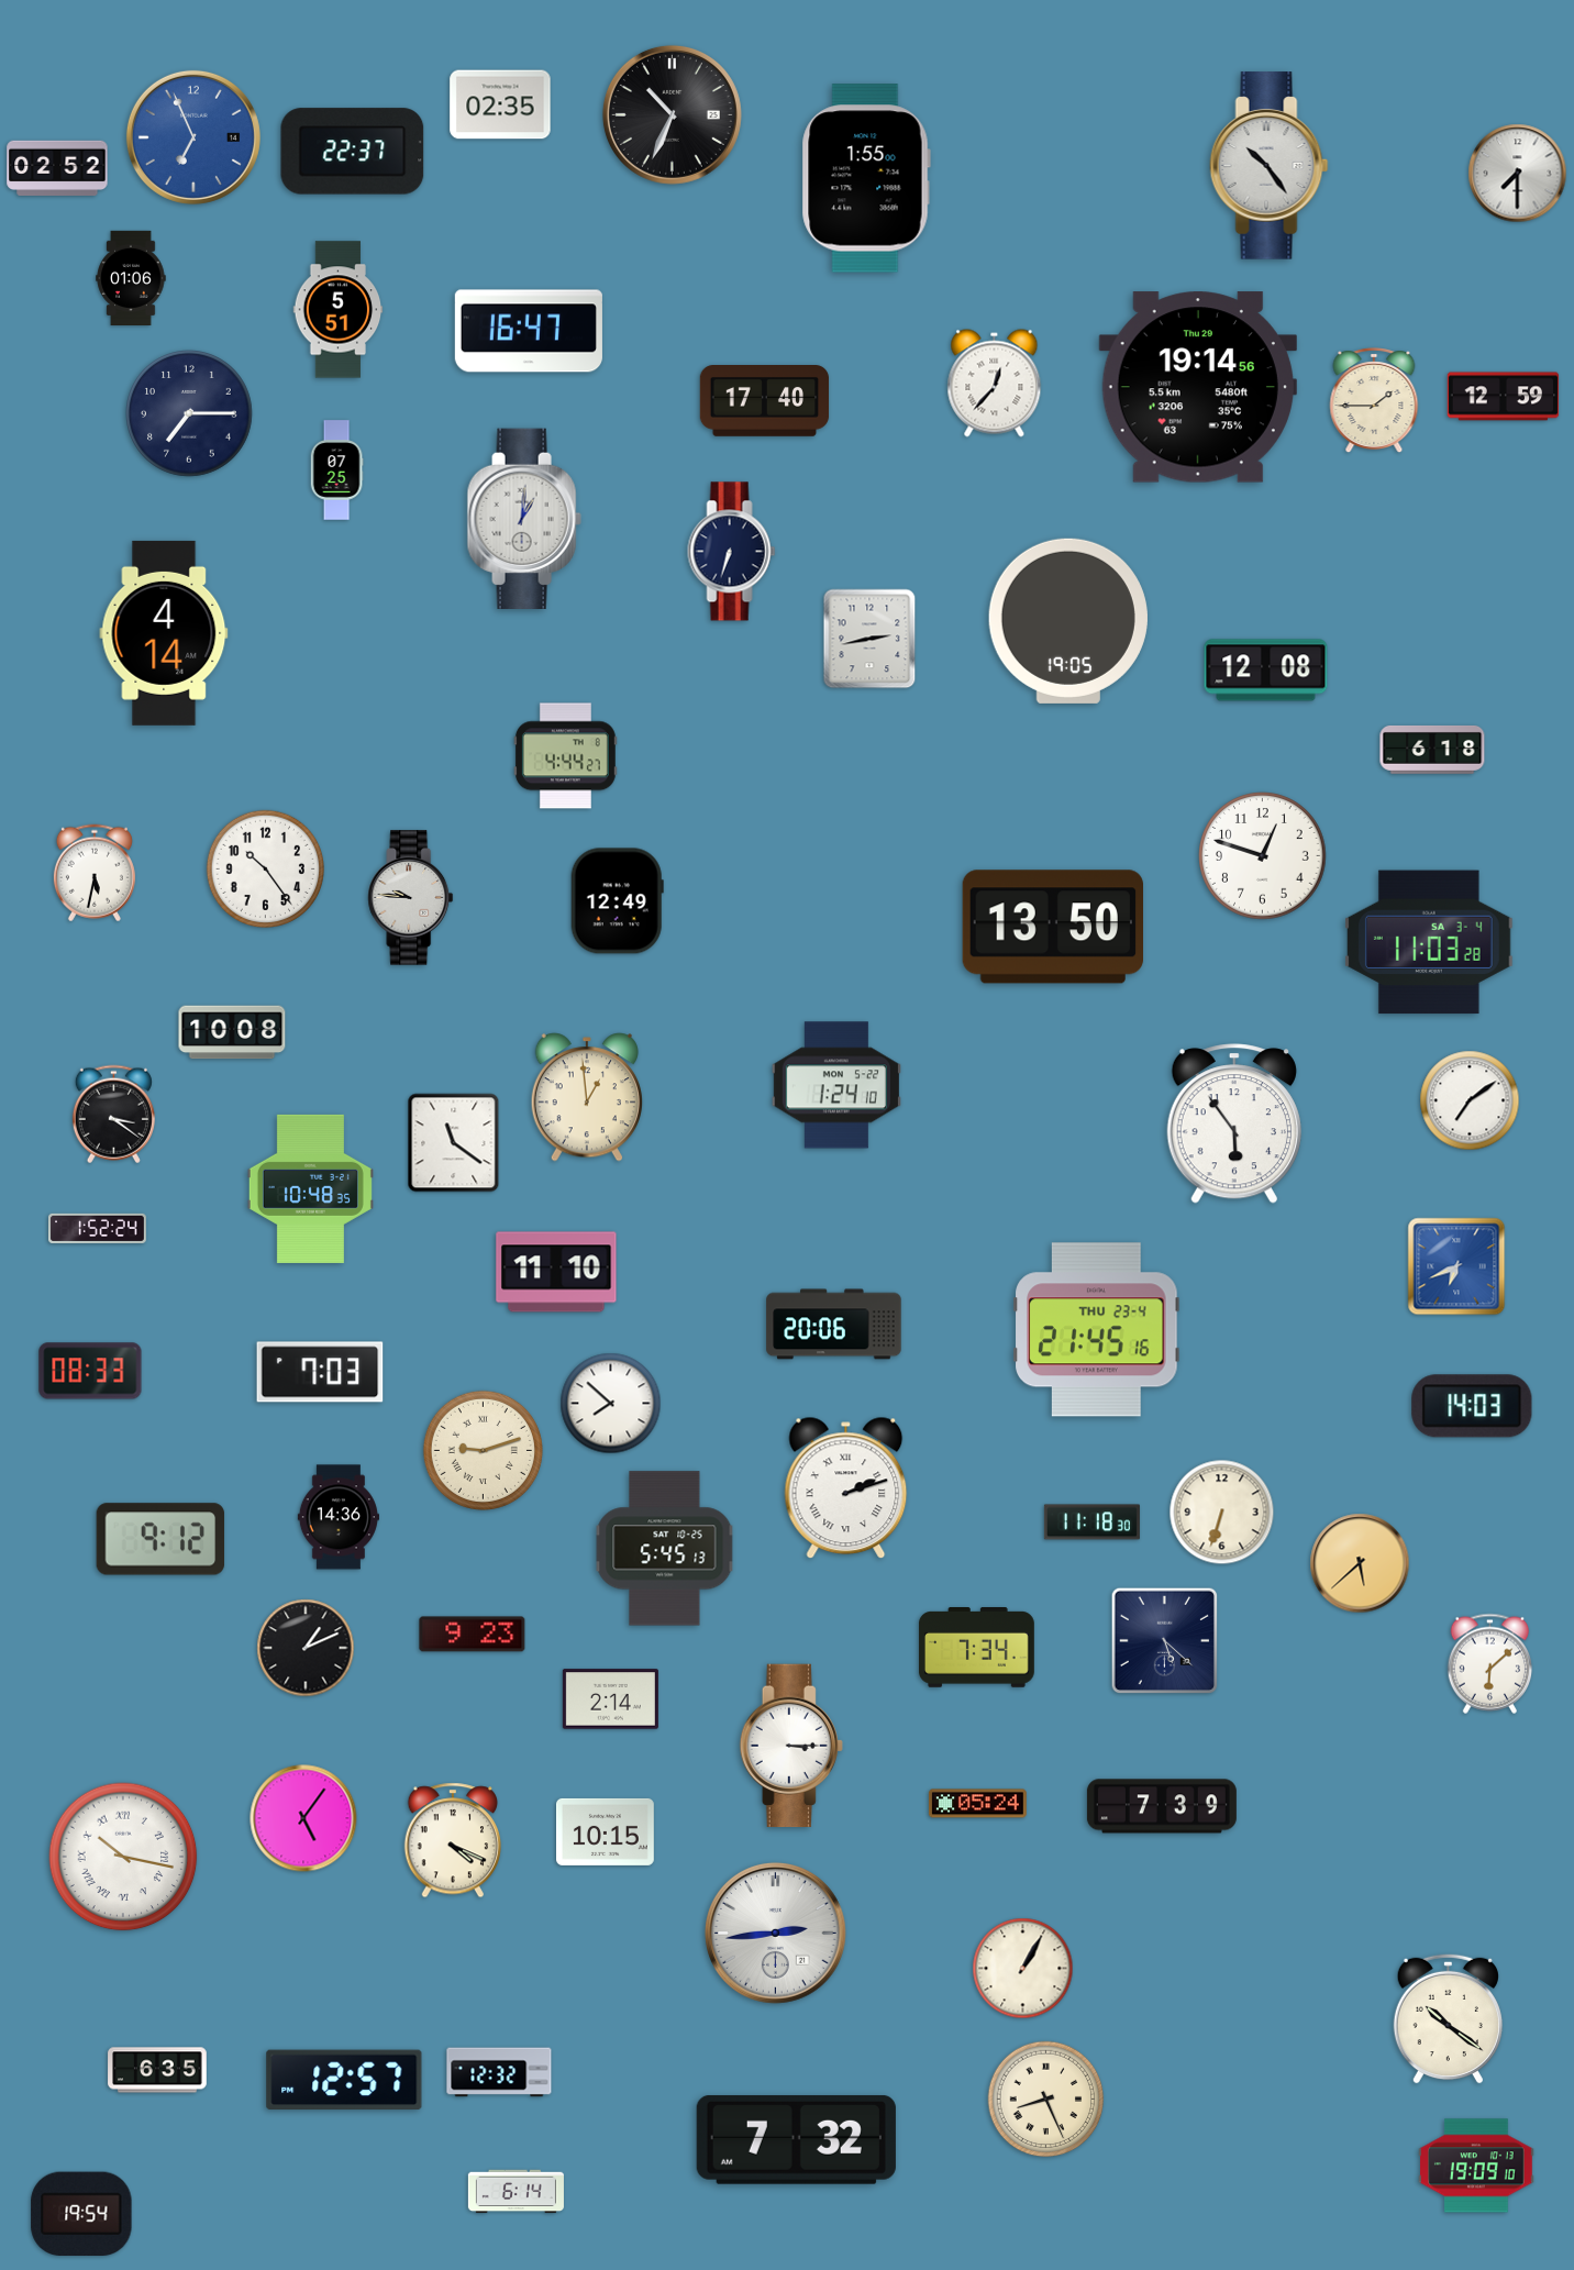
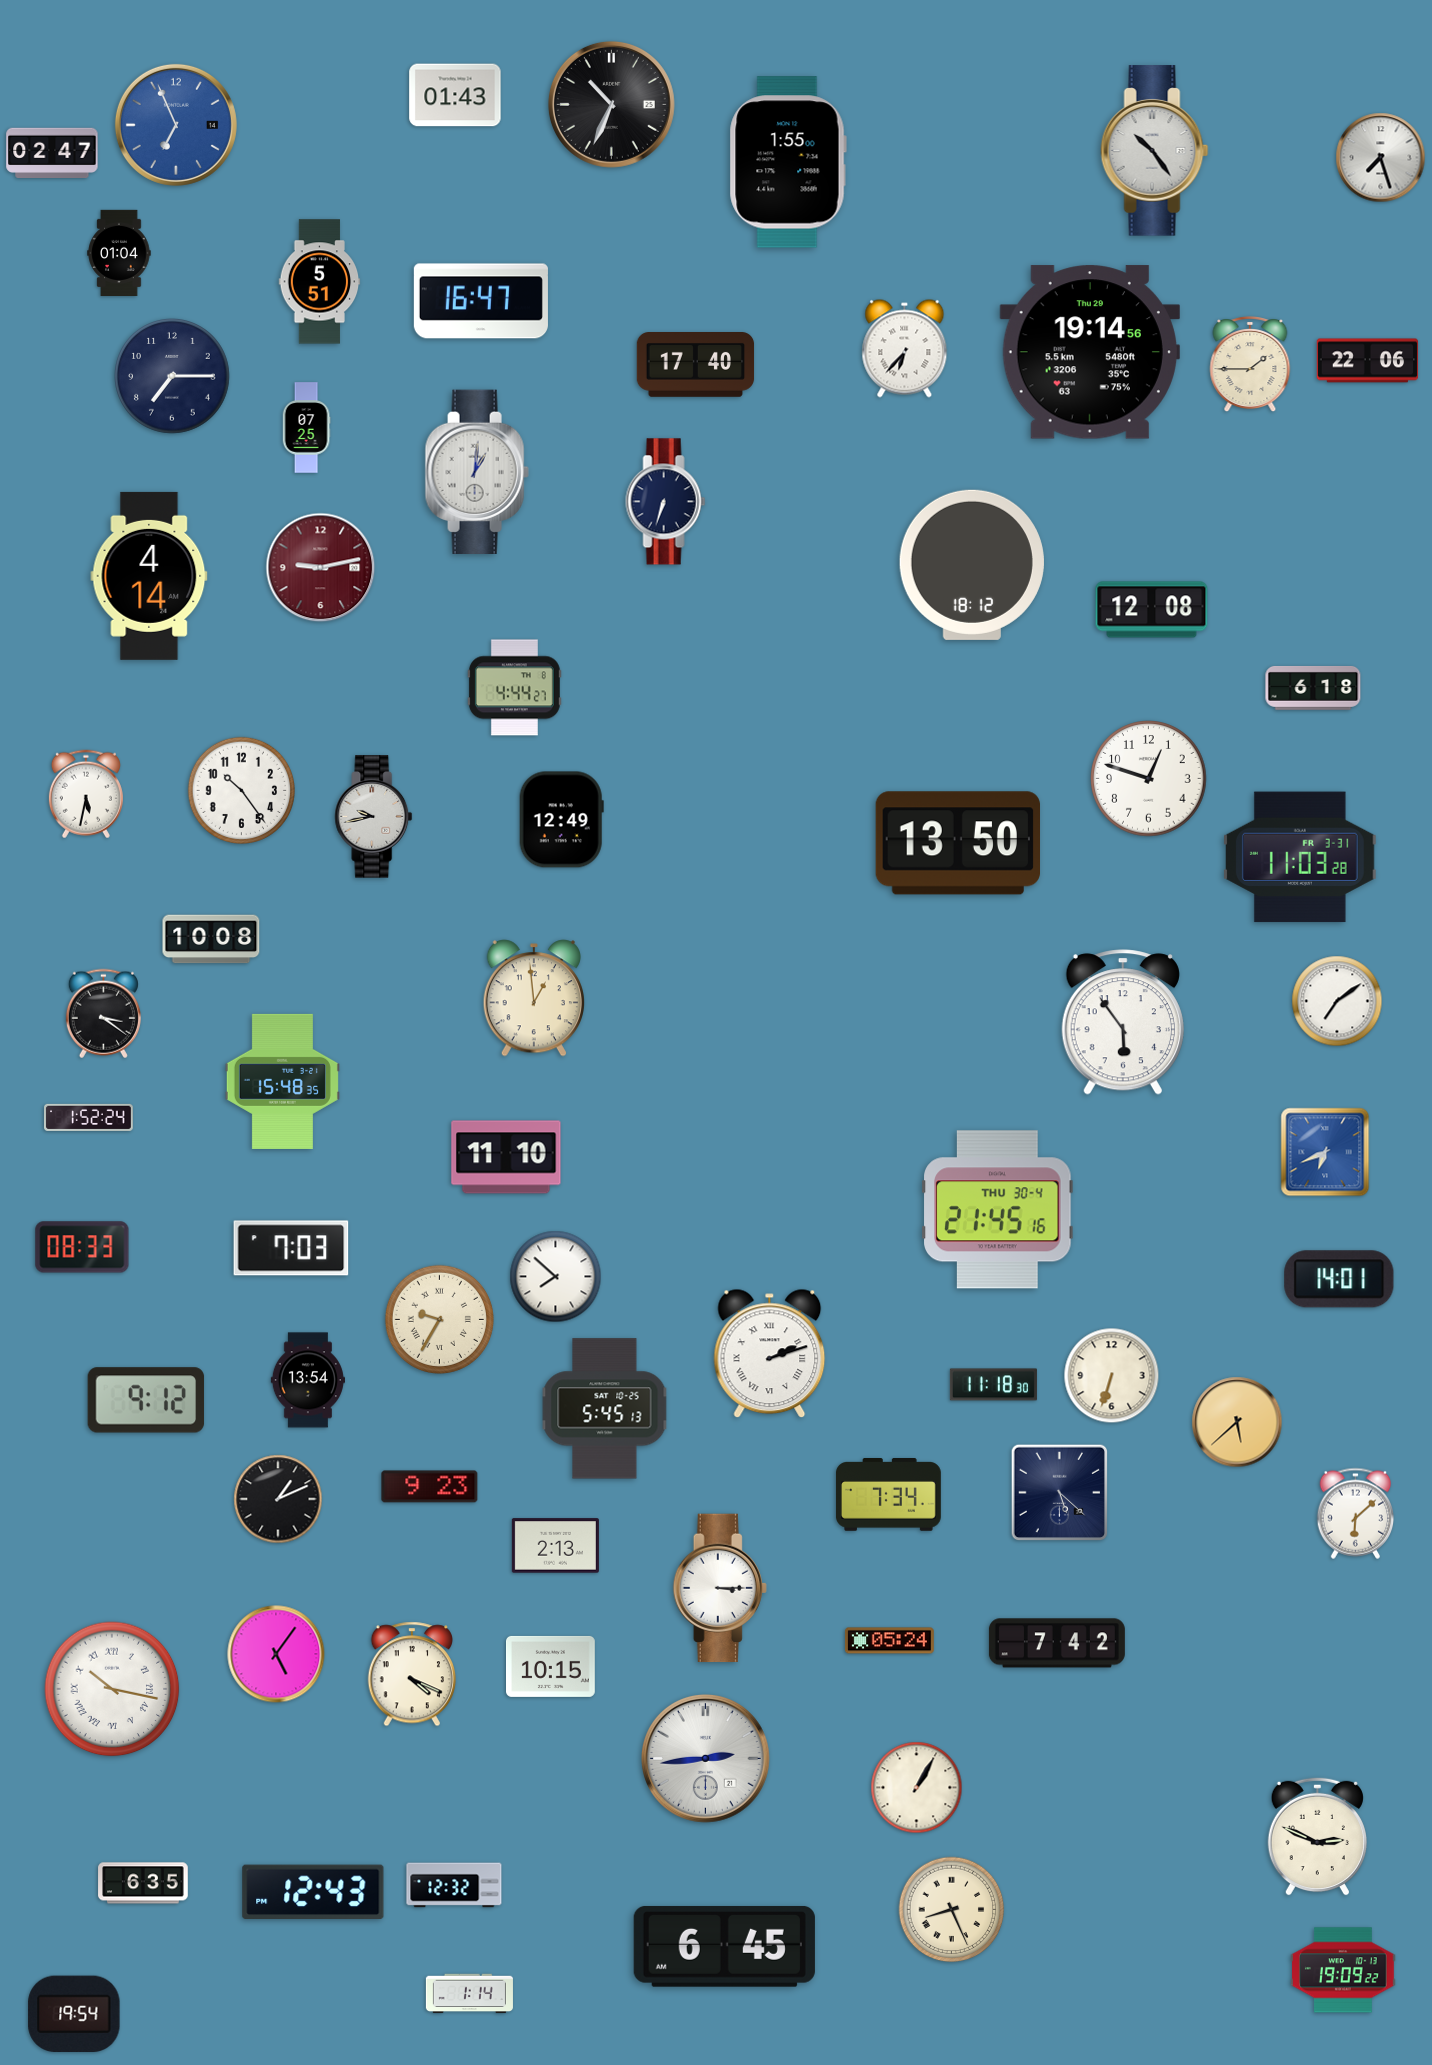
clock at (500, 104): 02:35 -> 01:43
clock at (353, 152): 22:37 -> none
clock at (57, 168): 02:52 -> 02:47
clock at (1518, 174): 7:30 -> 7:27
clock at (131, 277): 01:06 -> 01:04
clock at (339, 310) position: (339, 310) -> (320, 282)
clock at (995, 384): 12:37 -> 6:37
clock at (1504, 397): 12:59 -> 22:06
clock at (1068, 621): 19:05 -> 18:12
clock at (321, 568): none -> 9:13
clock at (869, 639): 2:43 -> none
clock at (1432, 750) position: (1432, 750) -> (1313, 688)
clock at (411, 898): 9:46 -> 9:43
clock at (1430, 942) date: SA 3-4 -> FR 3-31
clock at (836, 1085): 1:24 -> none
clock at (454, 1143): 11:21 -> none
clock at (310, 1188): 10:48 -> 15:48
clock at (834, 1325): 20:06 -> none
clock at (1097, 1330) date: THU 23-4 -> THU 30-4
clock at (1472, 1406): 14:03 -> 14:01
clock at (483, 1450): 9:12 -> 9:35
clock at (337, 1517): 14:36 -> 13:54
clock at (976, 1648) position: (976, 1648) -> (888, 1495)
clock at (610, 1699): 2:14 -> 2:13
clock at (1162, 1806): 7:39 -> 7:42
clock at (1023, 1969) position: (1023, 1969) -> (917, 1788)
clock at (1448, 2018): 10:21 -> 2:49
clock at (344, 2080): 12:57 -> 12:43
clock at (796, 2139): 7:32 -> 6:45
clock at (1476, 2166): 19:09:10 -> 19:09:22
clock at (516, 2192): 6:14 -> 1:14
